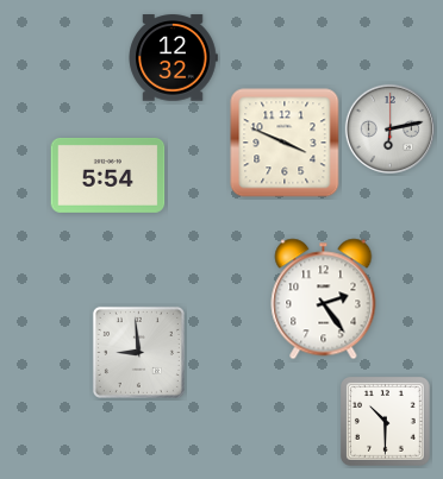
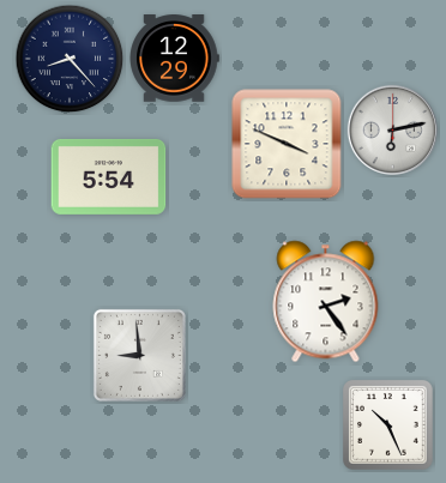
clock at (70, 59): none -> 8:23
clock at (173, 58): 12:32 -> 12:29
clock at (386, 422): 10:30 -> 10:26
